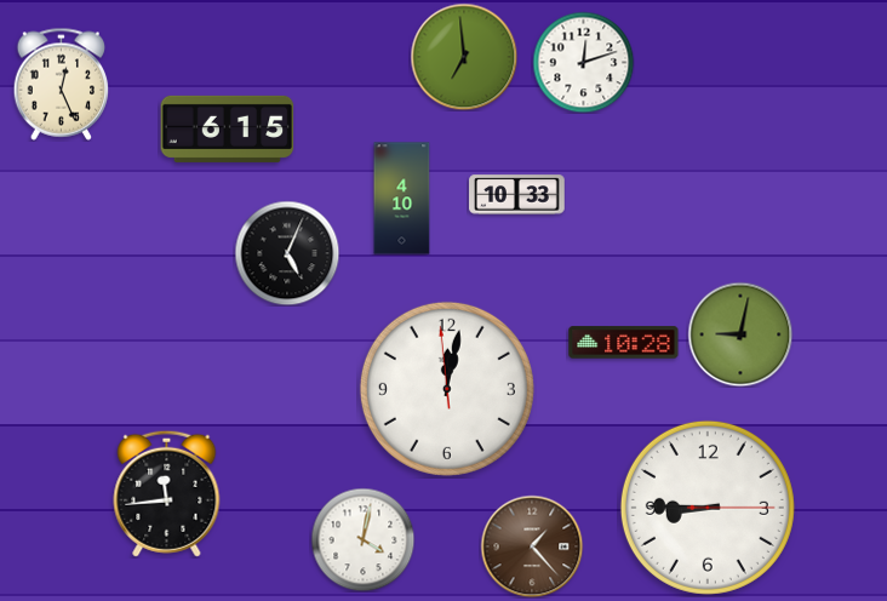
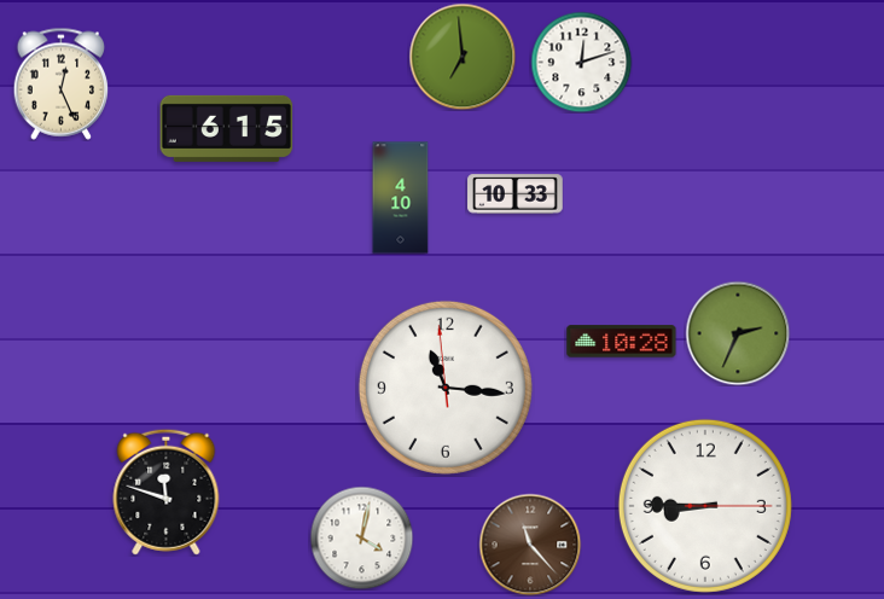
clock at (287, 253): 5:04 -> none
clock at (740, 334): 9:02 -> 2:34
clock at (447, 389): 12:01 -> 11:15
clock at (167, 493): 11:44 -> 11:48
clock at (532, 546): 1:23 -> 11:23
